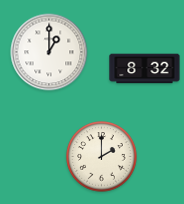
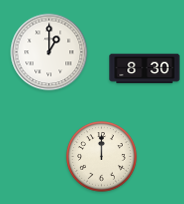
clock at (145, 69): 8:32 -> 8:30
clock at (102, 157): 2:00 -> 12:00
